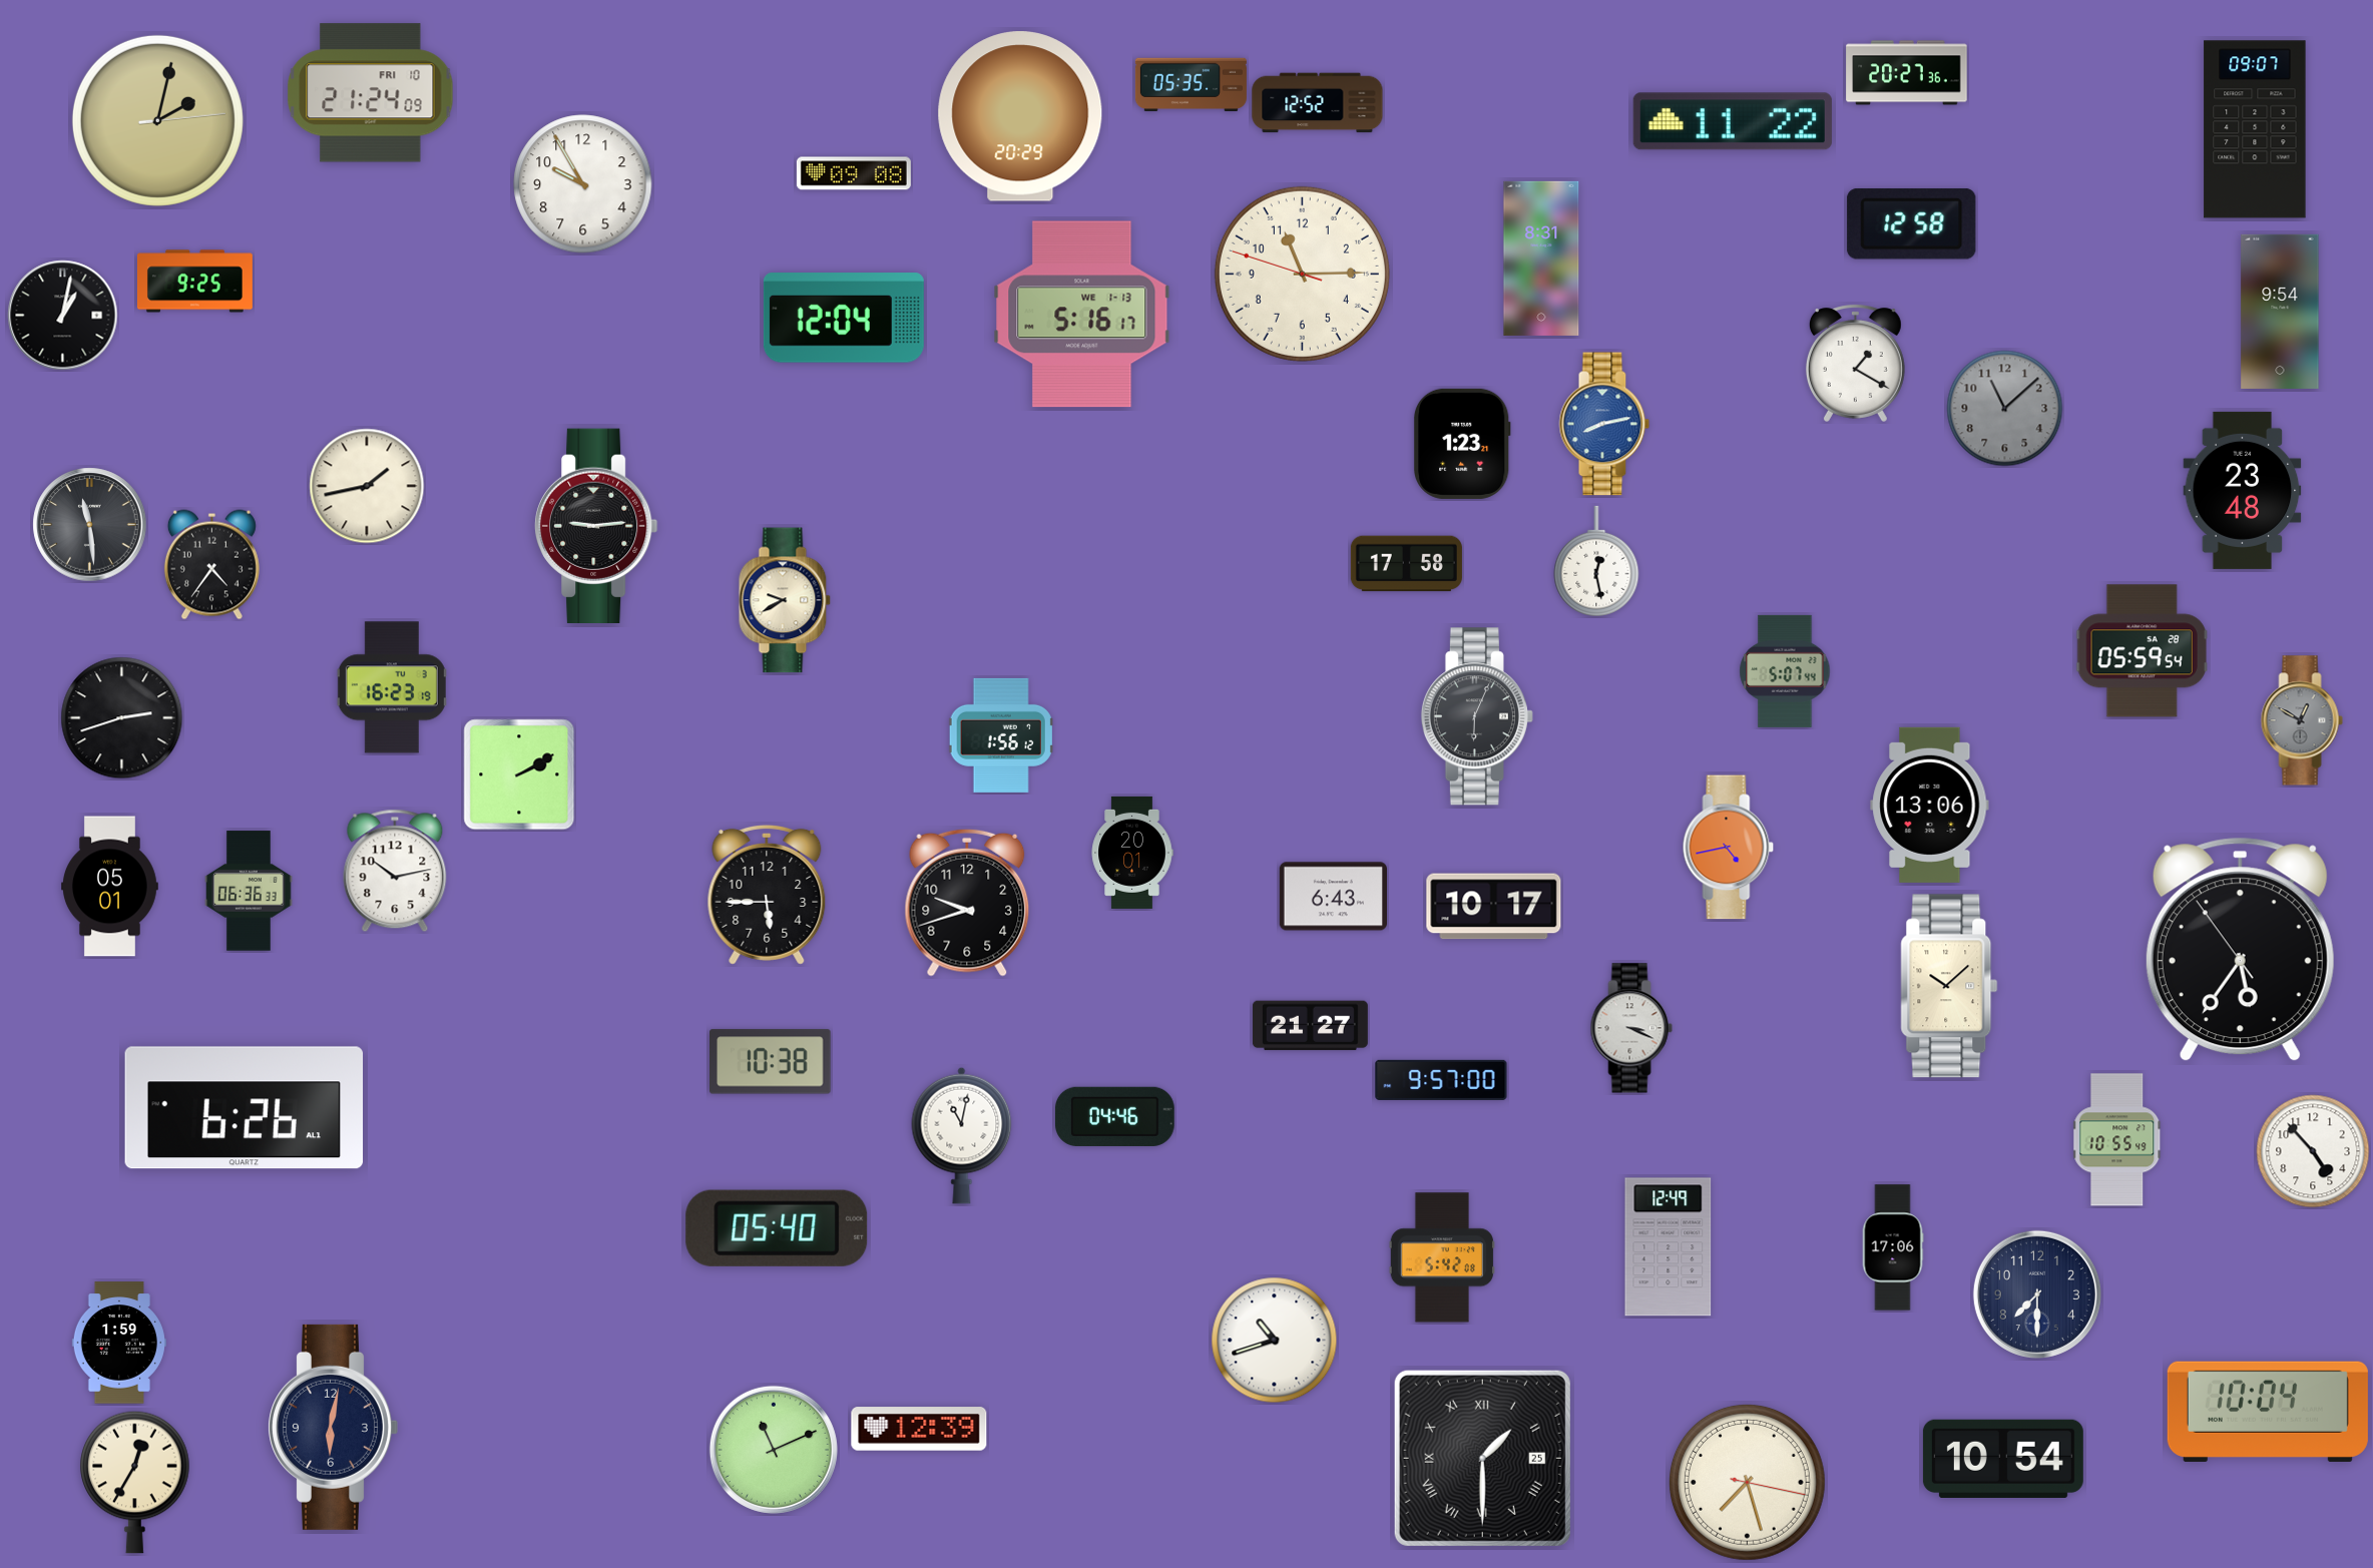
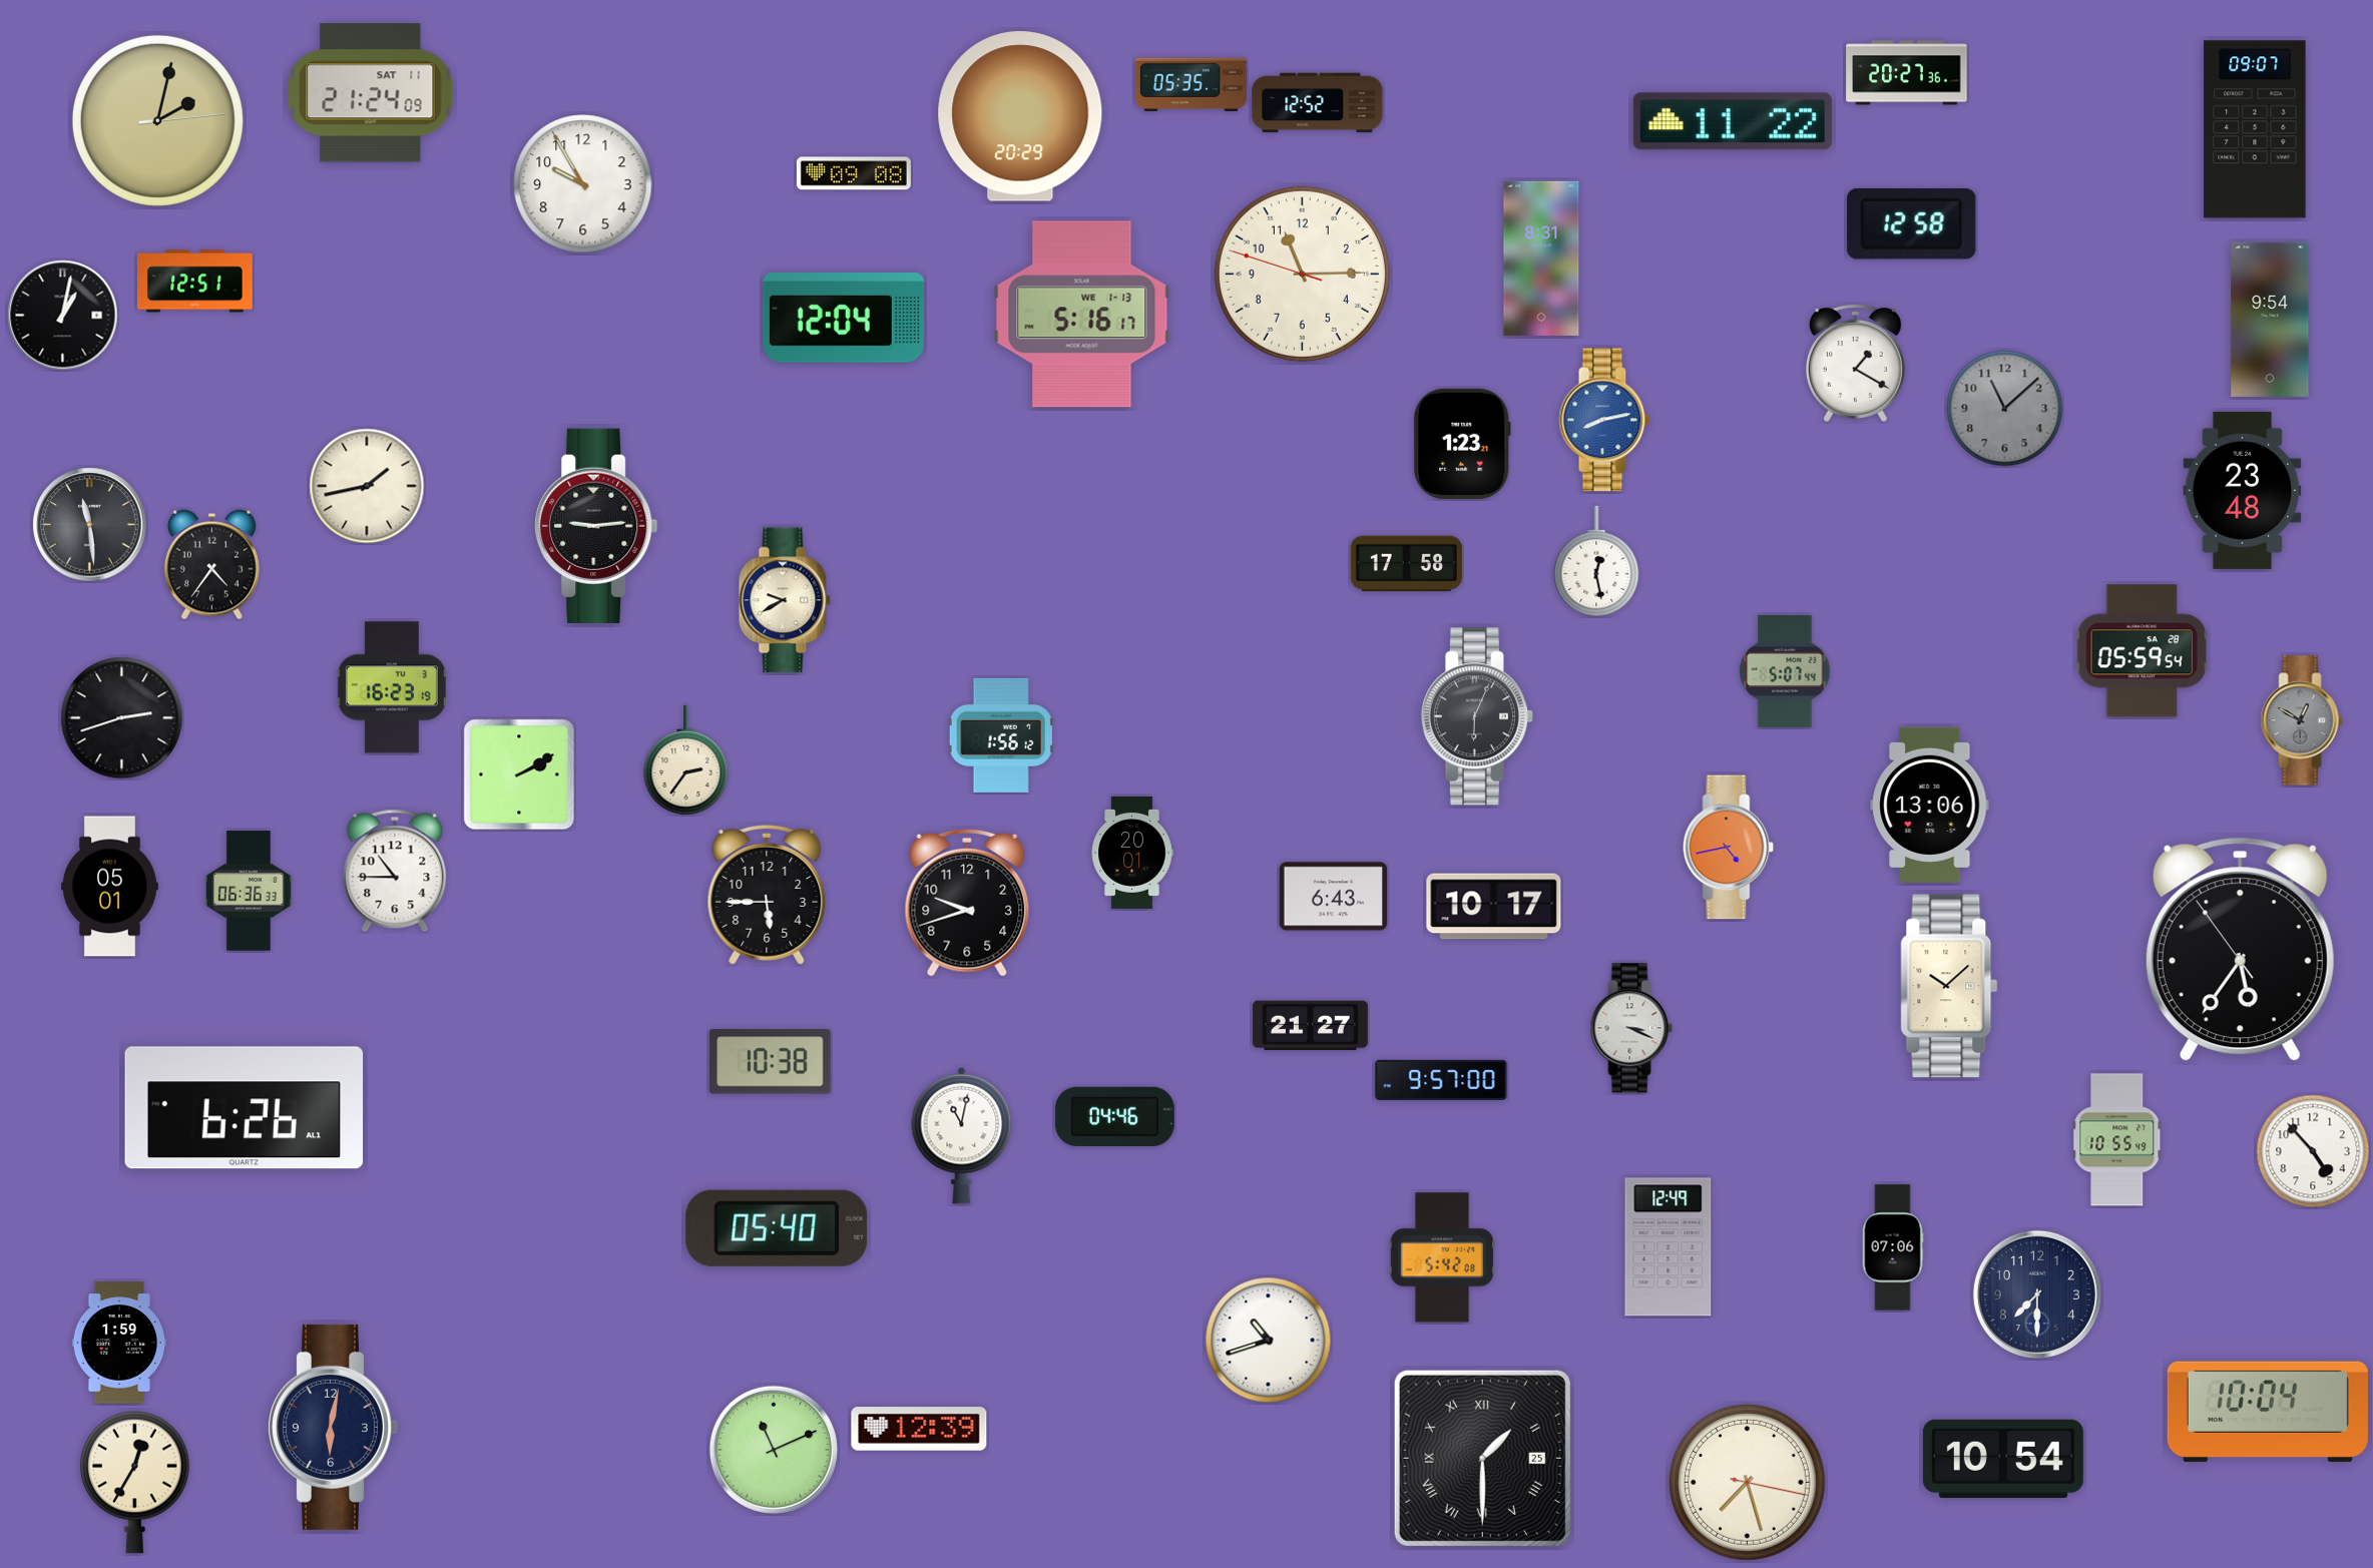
clock at (371, 93) date: FRI 10 -> SAT 11
clock at (194, 282): 9:25 -> 12:51
clock at (2280, 312) position: (2280, 312) -> (2270, 320)
clock at (1604, 424) position: (1604, 424) -> (1604, 420)
clock at (686, 760): none -> 2:36
clock at (395, 871): 10:13 -> 10:45
clock at (1893, 1247): 17:06 -> 07:06
clock at (1275, 1341) position: (1275, 1341) -> (1269, 1341)
